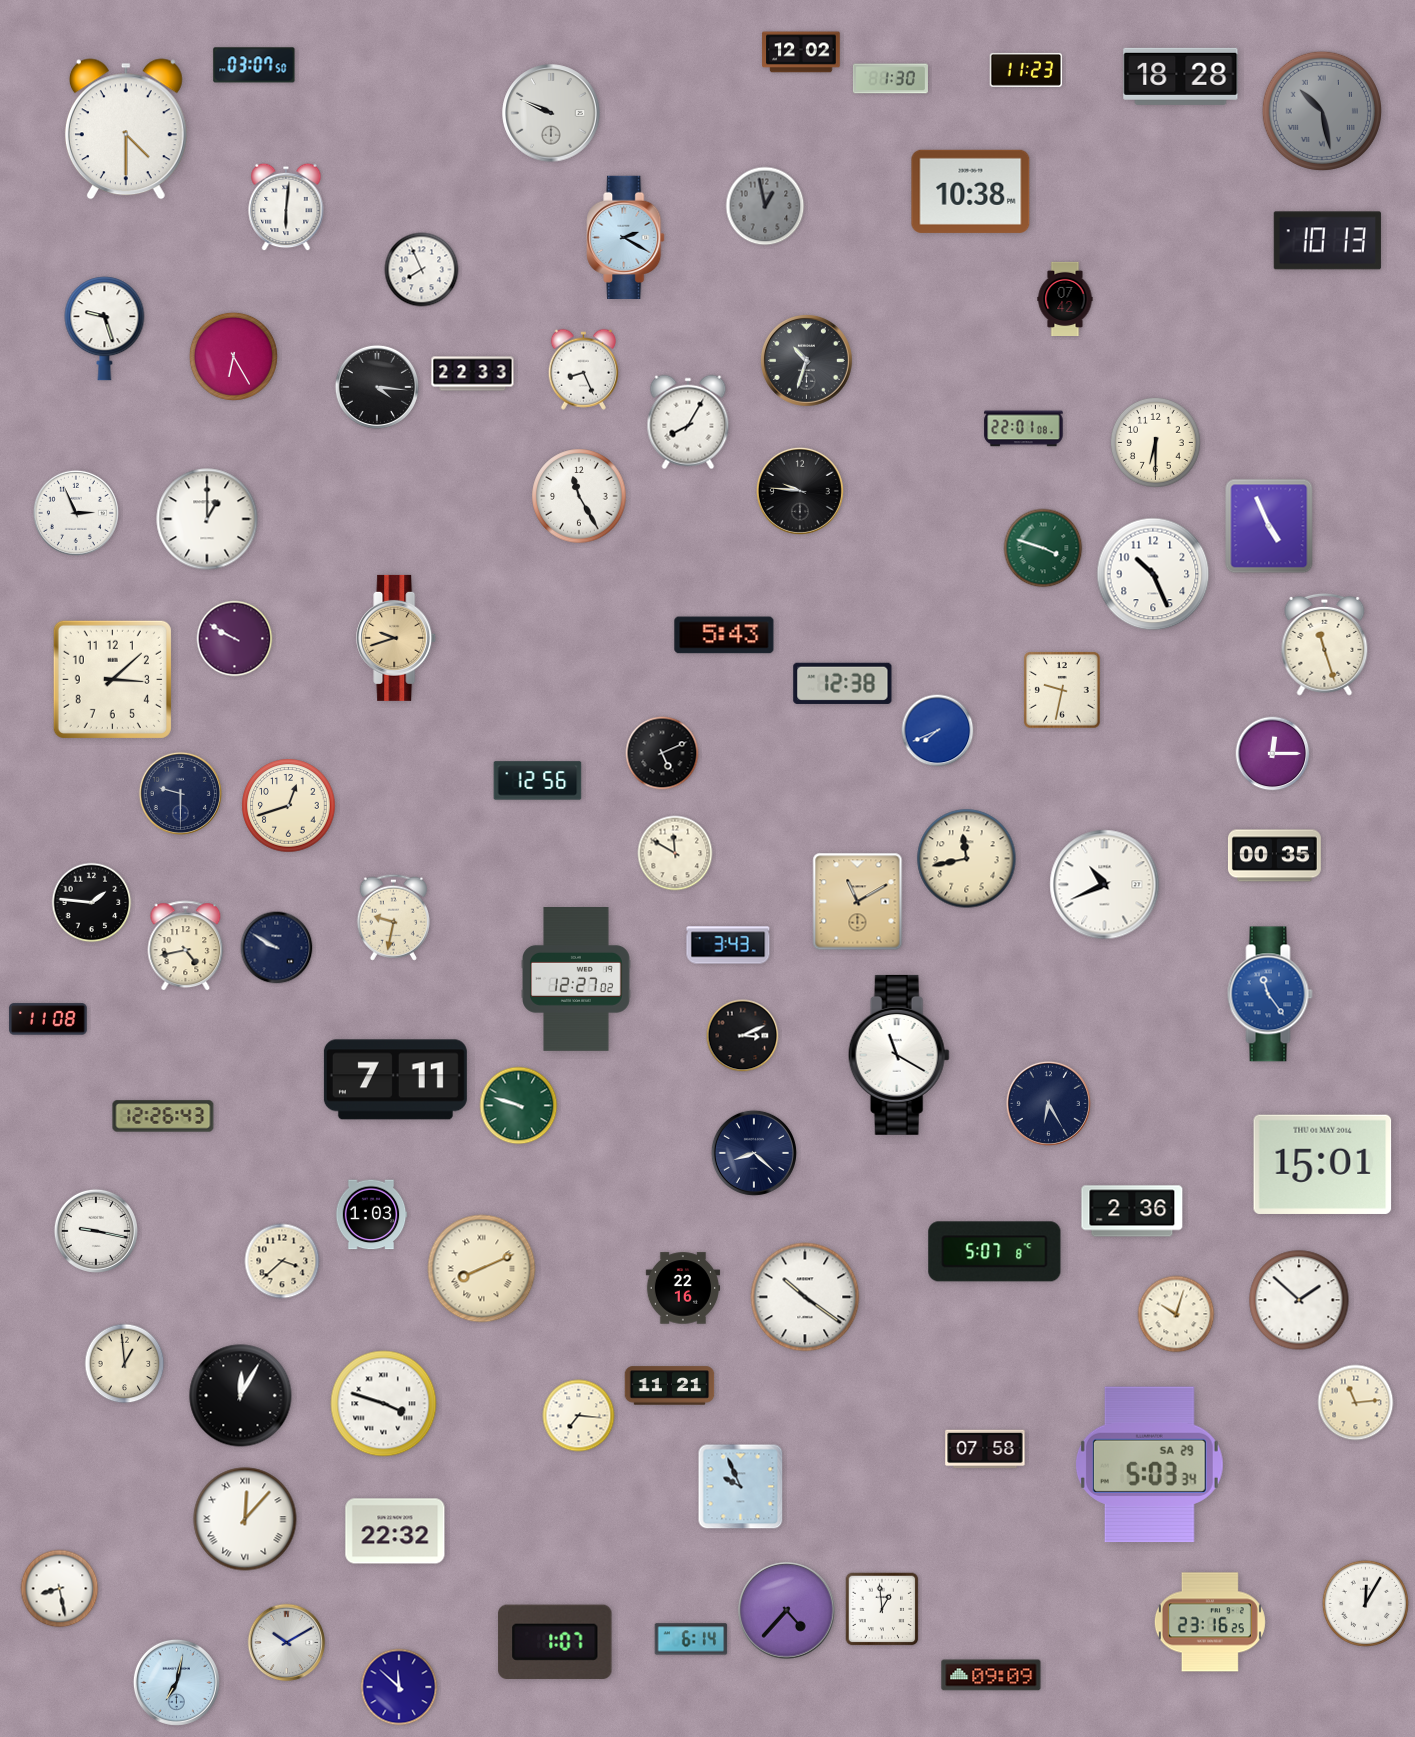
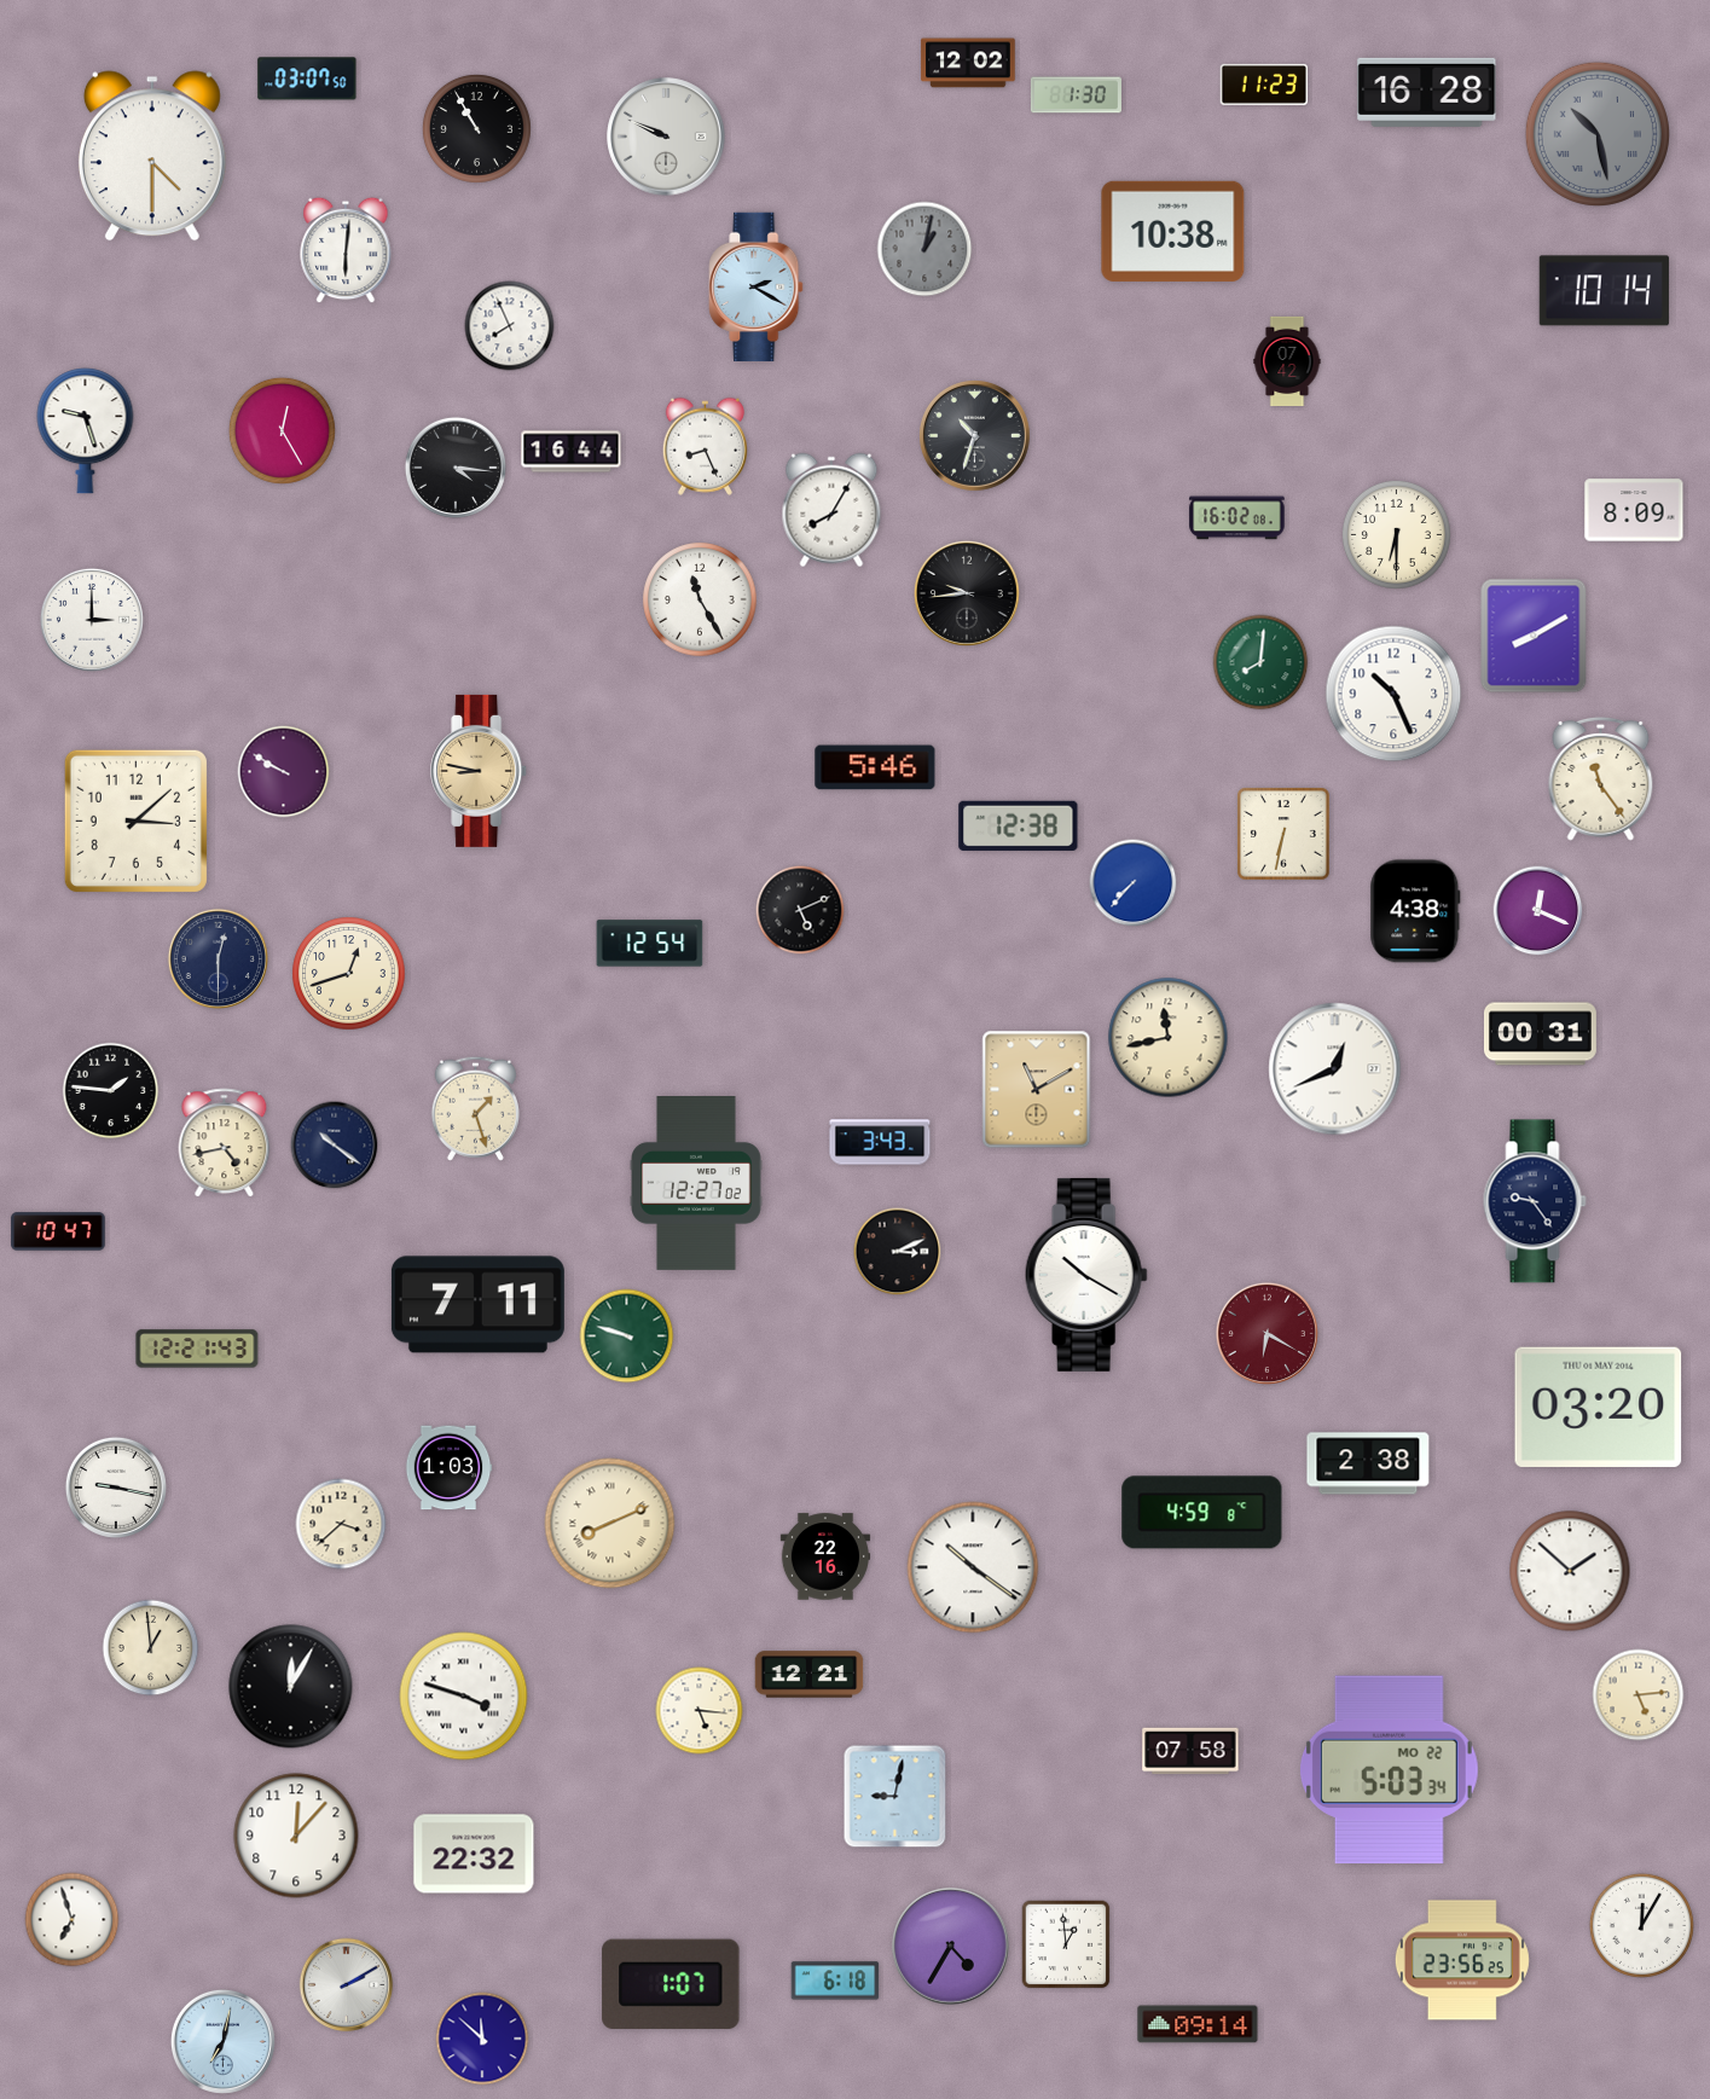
clock at (1026, 70) position: (1026, 70) -> (1264, 85)
clock at (1181, 76): 18:28 -> 16:28
clock at (476, 128): none -> 10:55
clock at (765, 206): 12:58 -> 1:02
clock at (1327, 241): 10:13 -> 10:14
clock at (105, 329) position: (105, 329) -> (86, 431)
clock at (233, 356): 6:25 -> 12:25
clock at (473, 374): 22:33 -> 16:44
clock at (1634, 510): none -> 8:09
clock at (1024, 429): 22:01 -> 16:02
clock at (800, 491): 9:46 -> 9:44
clock at (76, 513): 2:56 -> 3:00
clock at (207, 519): 1:00 -> none
clock at (1269, 526): 4:56 -> 8:10
clock at (1043, 548): 3:48 -> 8:01
clock at (724, 635): 5:43 -> 5:46
clock at (397, 638): 9:42 -> 8:47
clock at (1325, 644): 11:27 -> 11:24
clock at (1063, 691): 9:32 -> 6:32
clock at (938, 731): 7:41 -> 7:37
clock at (1415, 911): none -> 4:38
clock at (1273, 754): 12:15 -> 12:19
clock at (538, 781): 12:56 -> 12:54
clock at (180, 793): 9:30 -> 12:30
clock at (675, 853): 11:50 -> none
clock at (1274, 856): 00:35 -> 00:31
clock at (1105, 885): 10:41 -> 12:41
clock at (393, 917): 9:32 -> 1:27
clock at (277, 948): 9:50 -> 10:21
clock at (1270, 994): 11:24 -> 9:24
clock at (1270, 994) dial: blue -> navy
clock at (48, 1019): 11:08 -> 10:47
clock at (899, 1055): 11:20 -> 10:20
clock at (1048, 1103): 6:25 -> 6:20
clock at (1048, 1103) dial: navy -> burgundy
clock at (163, 1116): 12:26 -> 12:21
clock at (754, 1153): 8:22 -> none
clock at (1323, 1164): 15:01 -> 03:20
clock at (1132, 1211): 2:36 -> 2:38
clock at (995, 1252): 5:07 -> 4:59
clock at (482, 1269) position: (482, 1269) -> (610, 1524)
clock at (1176, 1314): 10:03 -> none
clock at (670, 1386): 11:21 -> 12:21
clock at (1356, 1403): 11:14 -> 5:14
clock at (579, 1416): 7:16 -> 5:16
clock at (1149, 1465) date: SA 29 -> MO 22
clock at (741, 1487): 9:56 -> 9:02
clock at (245, 1519) numerals: Roman -> Arabic
clock at (395, 1531) position: (395, 1531) -> (474, 1854)
clock at (60, 1589): 8:28 -> 6:57
clock at (1365, 1603) position: (1365, 1603) -> (1641, 1925)
clock at (787, 1611): 4:37 -> 4:35
clock at (1210, 1622): 23:16 -> 23:56
clock at (691, 1639): 6:14 -> 6:18
clock at (287, 1643): 10:10 -> 2:10
clock at (991, 1675): 09:09 -> 09:14
clock at (176, 1682) position: (176, 1682) -> (222, 2041)
